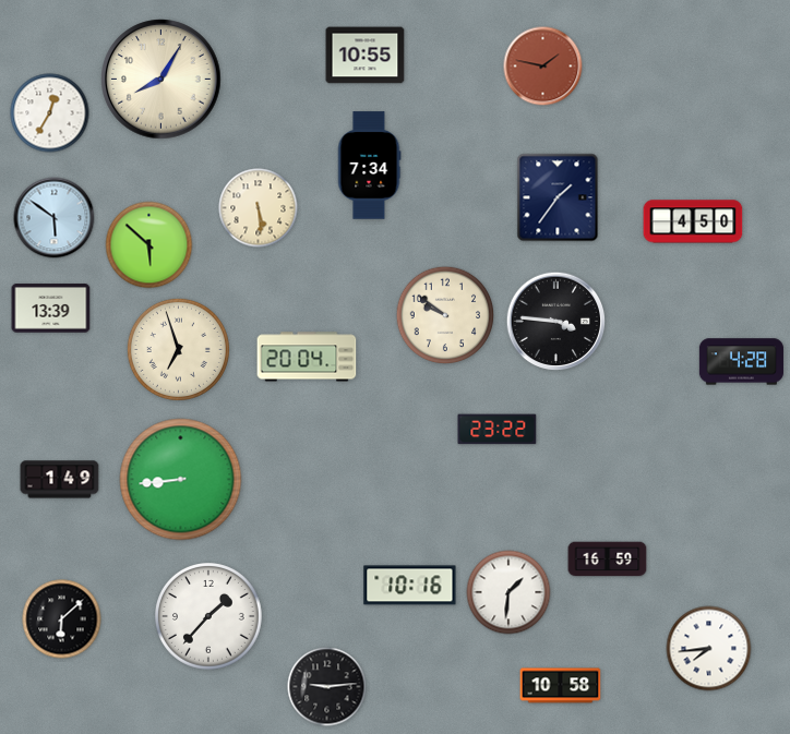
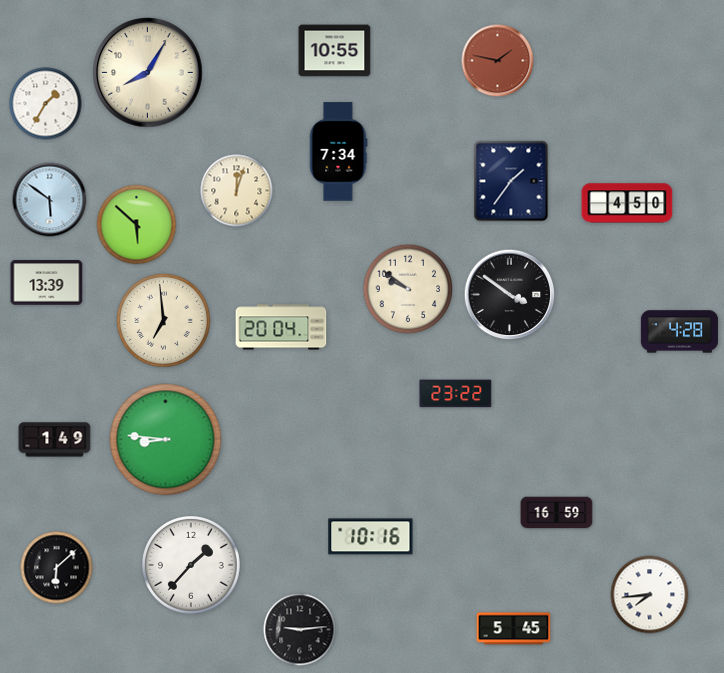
clock at (50, 113): 12:35 -> 1:35
clock at (259, 208): 5:29 -> 12:03
clock at (693, 221) position: (693, 221) -> (627, 203)
clock at (556, 322): 3:46 -> 3:51
clock at (178, 349): 6:57 -> 6:59
clock at (181, 480): 8:44 -> 8:46
clock at (410, 586) position: (410, 586) -> (371, 537)
clock at (508, 592): 1:31 -> none
clock at (561, 686): 10:58 -> 5:45
